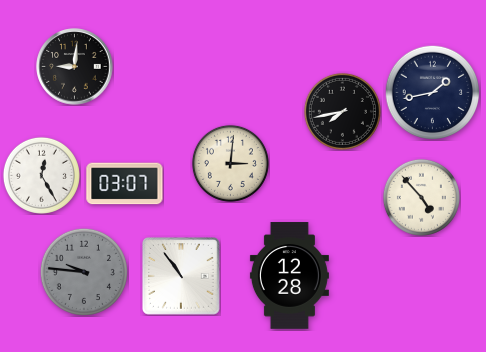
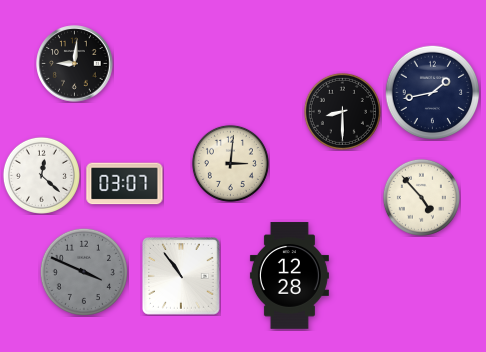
clock at (75, 67) position: (75, 67) -> (75, 64)
clock at (342, 111): 7:43 -> 8:30
clock at (41, 175): 12:25 -> 12:22
clock at (84, 272): 9:46 -> 3:49
